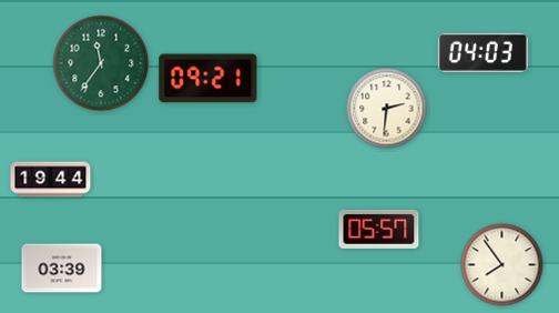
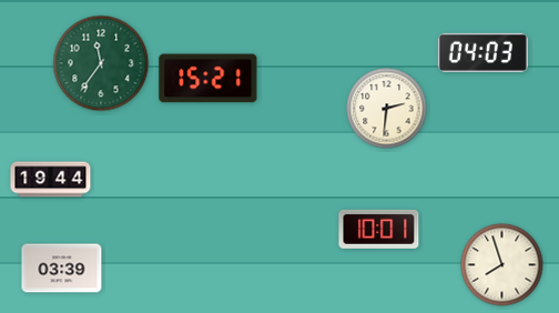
clock at (209, 79): 09:21 -> 15:21
clock at (379, 229): 05:57 -> 10:01
clock at (502, 265): 7:54 -> 7:57
